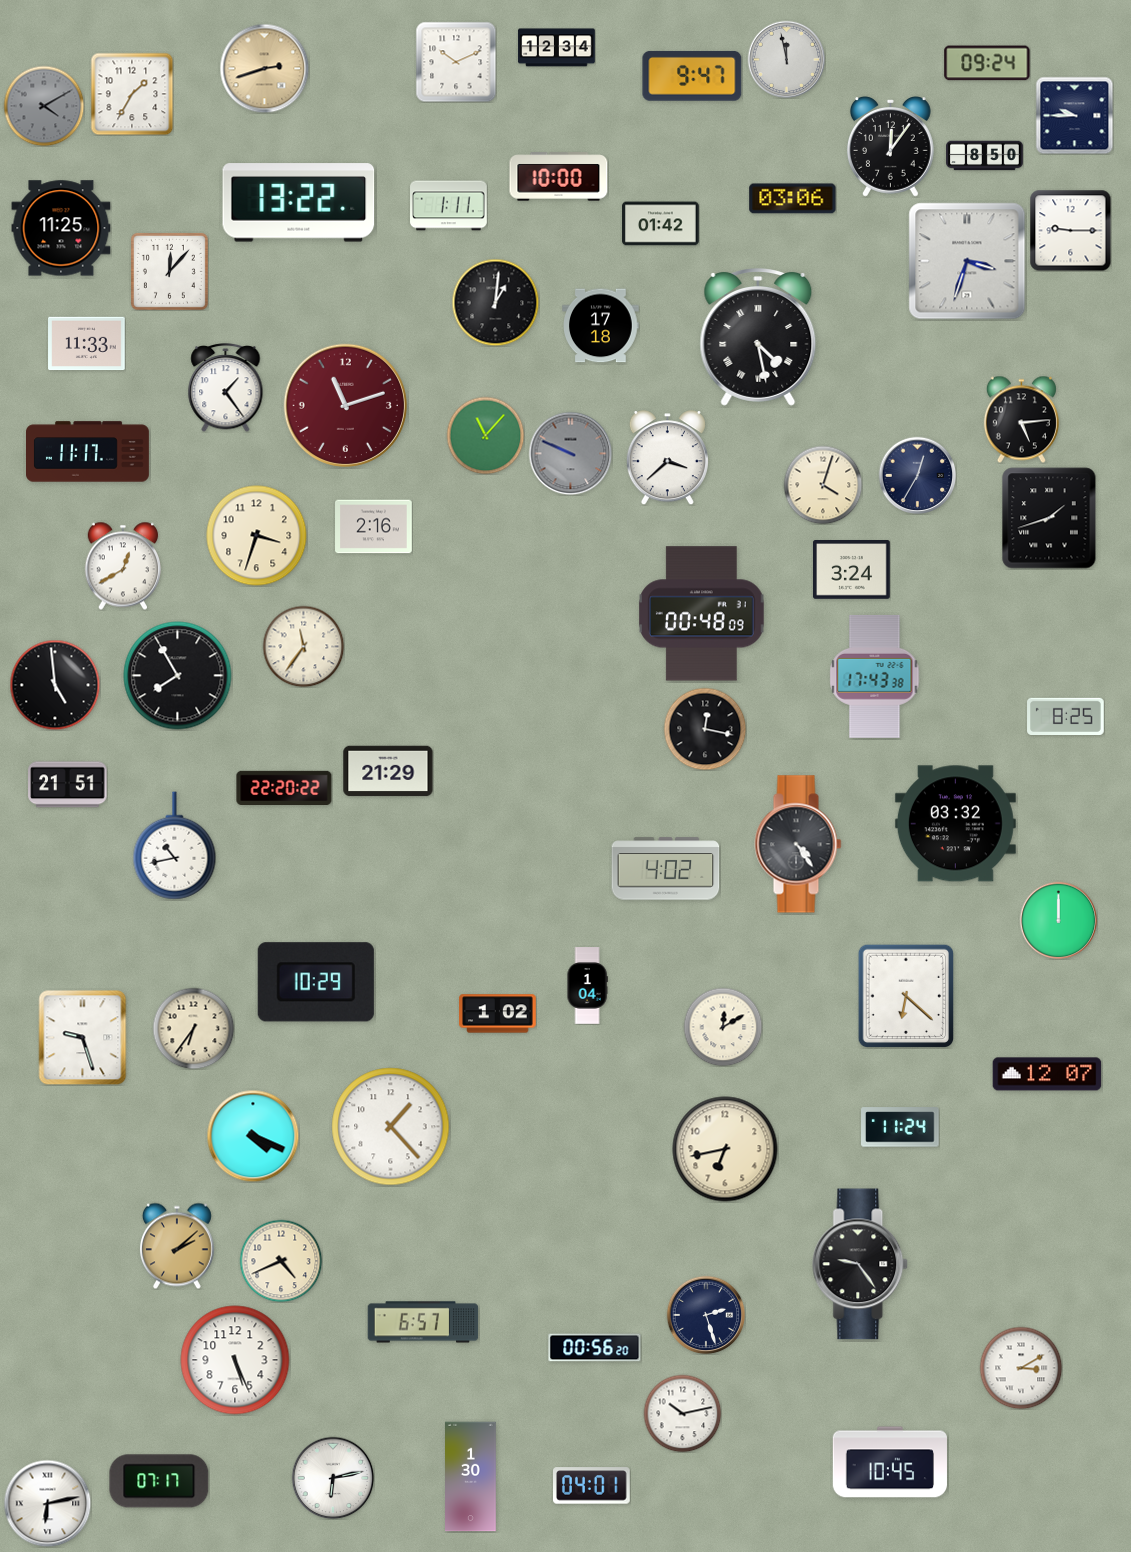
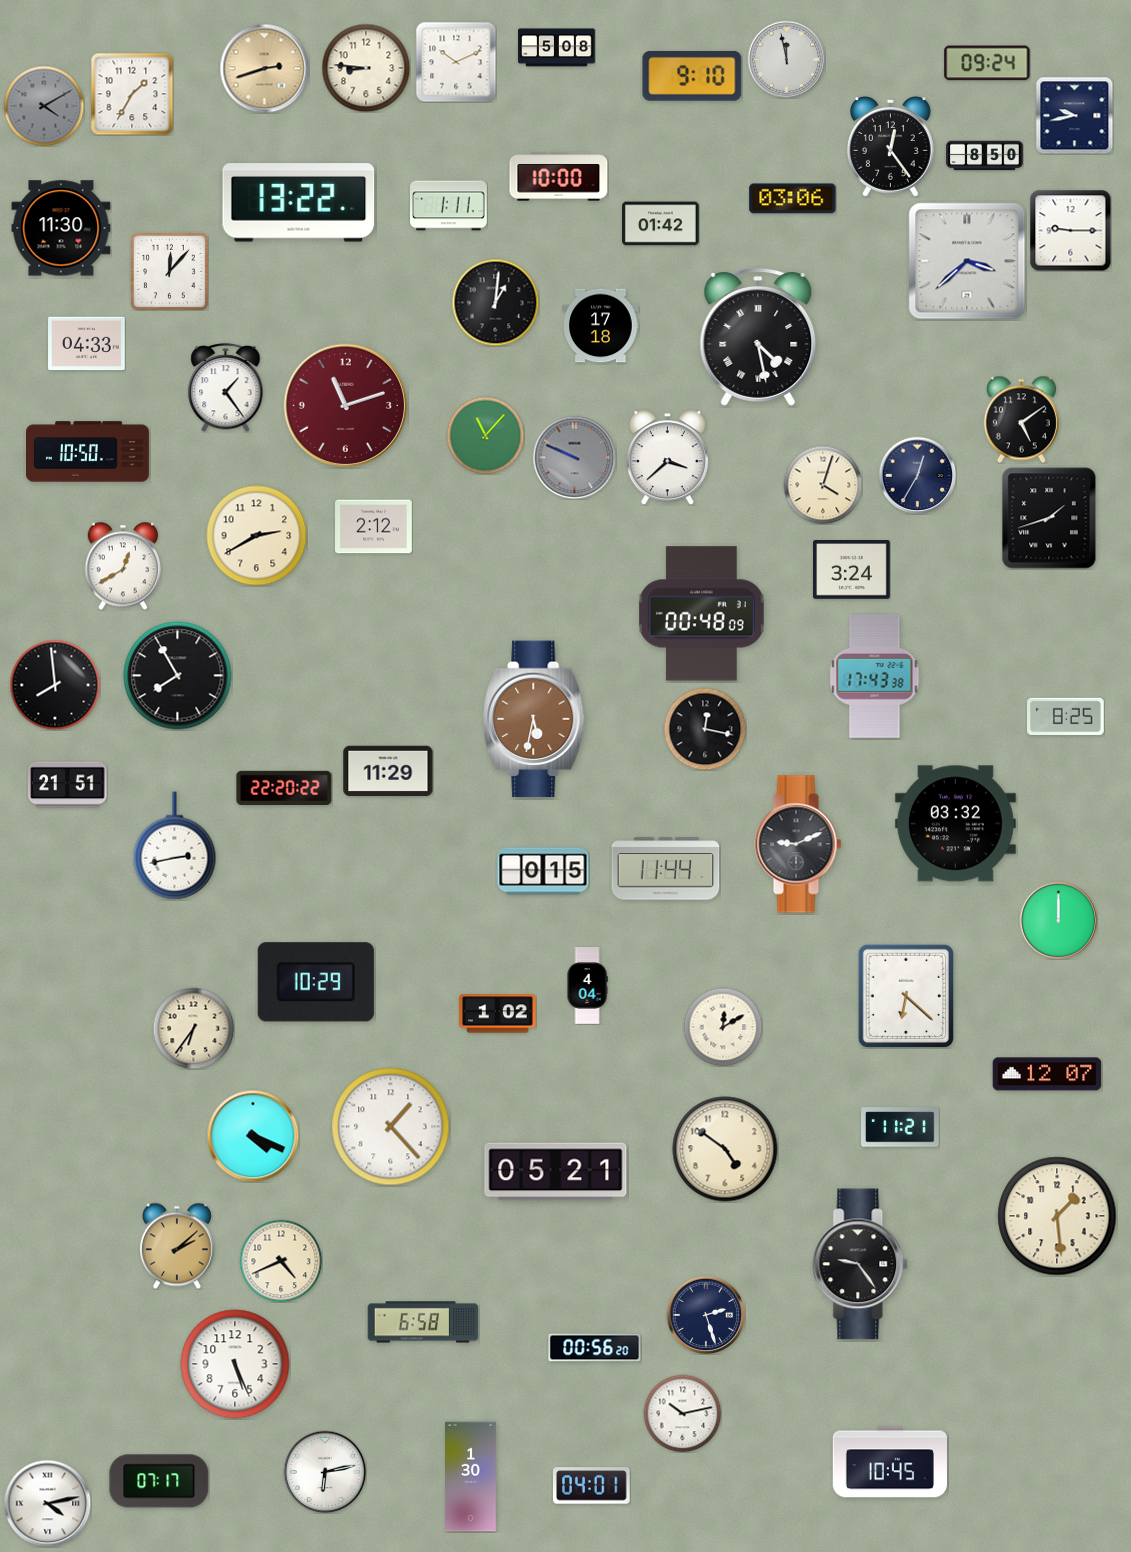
clock at (557, 48): 12:34 -> 5:08
clock at (366, 68): none -> 8:46
clock at (692, 76): 9:47 -> 9:10
clock at (1074, 115): 9:45 -> 9:43
clock at (890, 147): 12:06 -> 12:24
clock at (61, 228): 11:25 -> 11:30
clock at (967, 261): 3:33 -> 3:38
clock at (87, 344): 11:33 -> 04:33
clock at (1021, 419): 5:14 -> 5:09
clock at (88, 452): 11:17 -> 10:50
clock at (570, 453) position: (570, 453) -> (574, 457)
clock at (374, 527): 2:16 -> 2:12
clock at (257, 536): 3:33 -> 2:40
clock at (303, 646): 11:36 -> none
clock at (55, 685): 4:59 -> 7:59
clock at (535, 719): none -> 5:32
clock at (388, 771): 21:29 -> 11:29
clock at (798, 844): 4:24 -> 9:11
clock at (175, 846): 10:43 -> 2:43
clock at (666, 869): 4:02 -> 11:44
clock at (543, 871): none -> 0:15
clock at (587, 986): 1:04 -> 4:04
clock at (83, 1037): 9:27 -> none
clock at (901, 1127): 11:24 -> 11:21
clock at (725, 1149): 6:43 -> 4:51
clock at (556, 1172): none -> 05:21
clock at (1057, 1216): none -> 1:29
clock at (423, 1322): 6:57 -> 6:58
clock at (235, 1360) position: (235, 1360) -> (235, 1364)
clock at (1021, 1368): 3:10 -> none
clock at (333, 1478) position: (333, 1478) -> (325, 1472)
clock at (47, 1503): 6:13 -> 4:13
